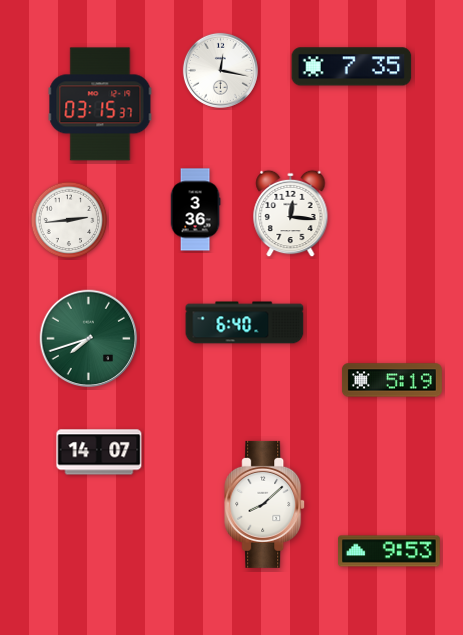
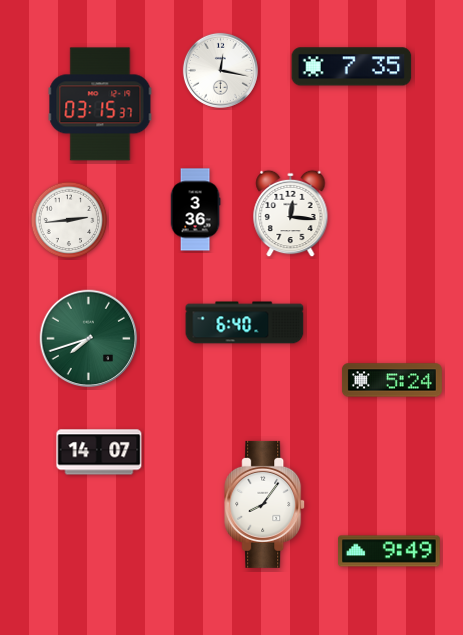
clock at (392, 380): 5:19 -> 5:24
clock at (265, 504): 8:08 -> 8:06
clock at (389, 551): 9:53 -> 9:49
